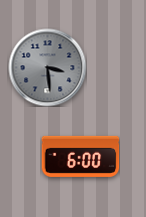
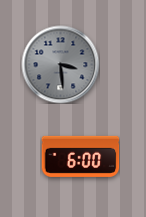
clock at (47, 67) position: (47, 67) -> (60, 64)
